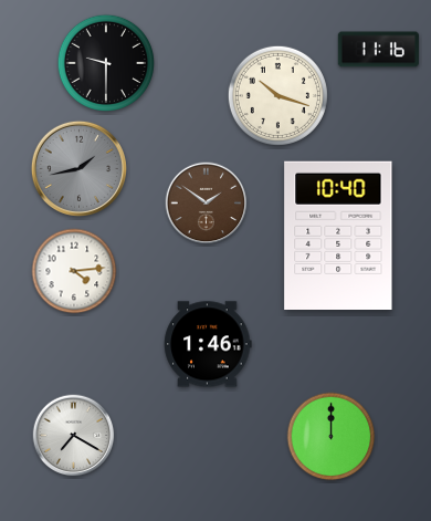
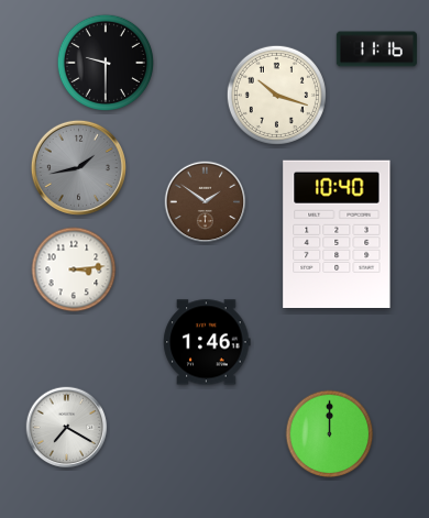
clock at (74, 271): 4:14 -> 3:14
clock at (74, 436) position: (74, 436) -> (67, 428)
